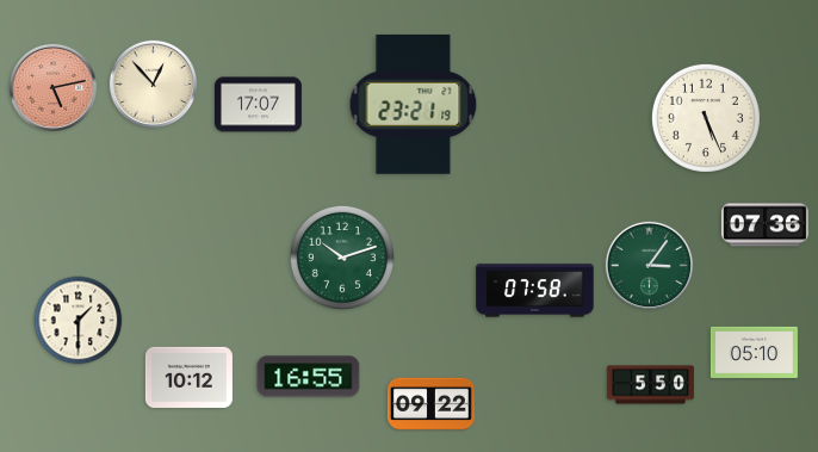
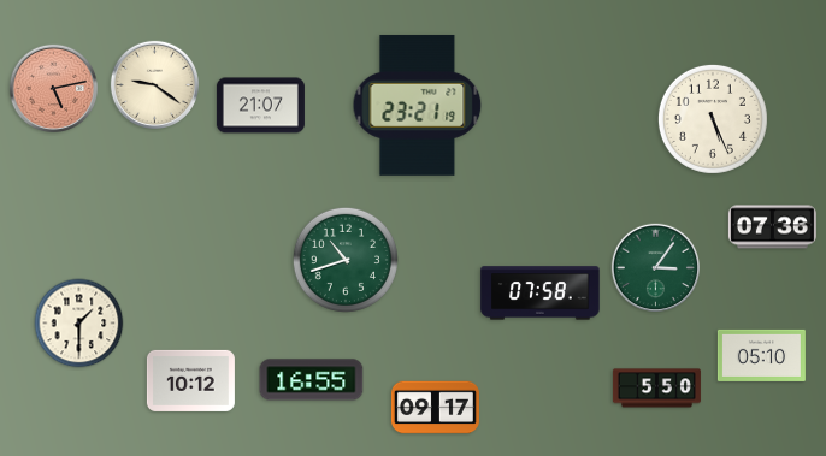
clock at (153, 83): 12:53 -> 9:21
clock at (258, 105): 17:07 -> 21:07
clock at (342, 258): 10:12 -> 10:42
clock at (430, 404): 09:22 -> 09:17
